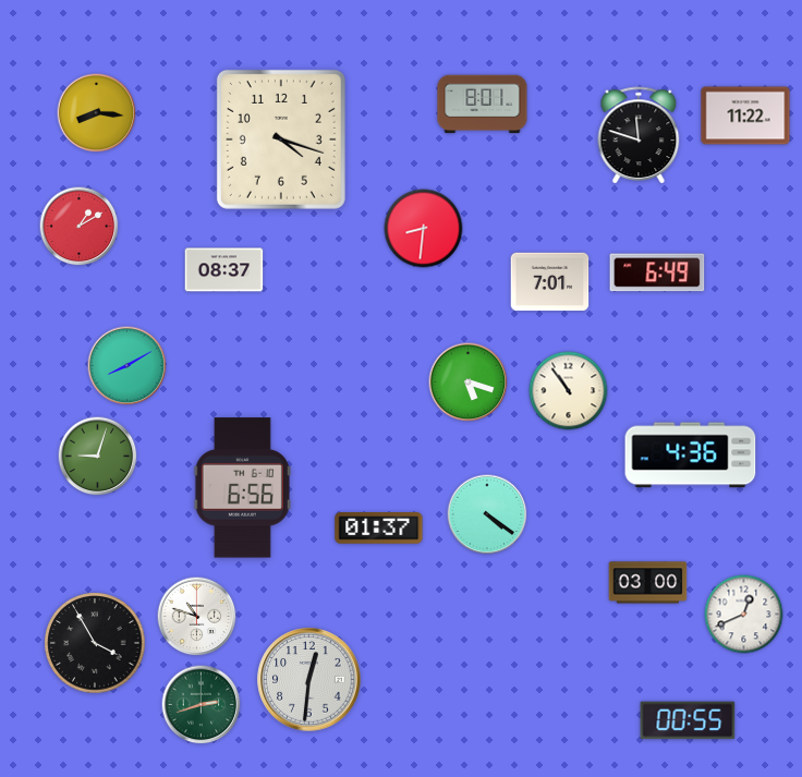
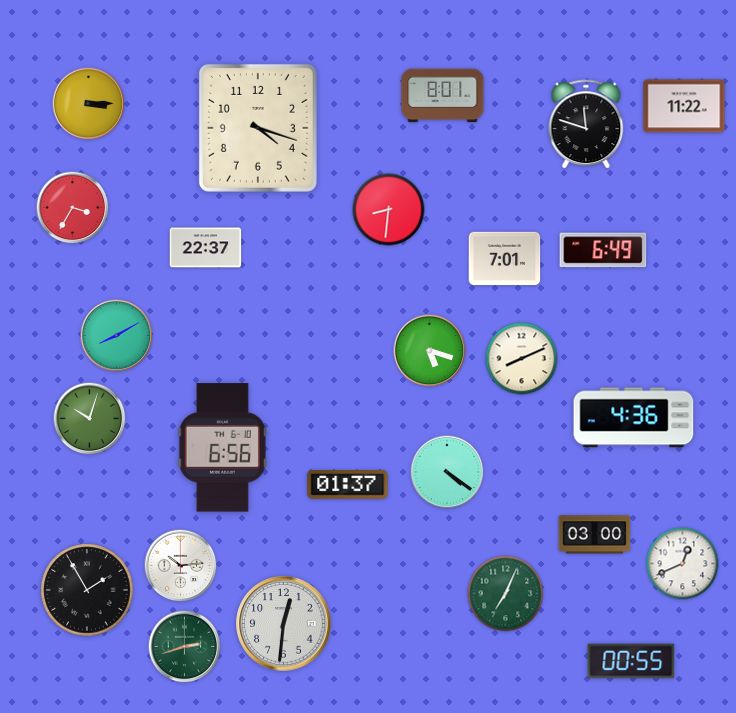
clock at (97, 113): 8:16 -> 3:15
clock at (80, 227): 1:10 -> 3:35
clock at (224, 270): 08:37 -> 22:37
clock at (569, 391): 10:54 -> 8:11
clock at (98, 457): 9:03 -> 10:03
clock at (197, 617): 10:48 -> 10:14
clock at (95, 643): 3:55 -> 1:55
clock at (506, 594): none -> 7:04
